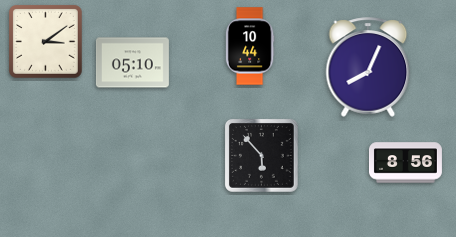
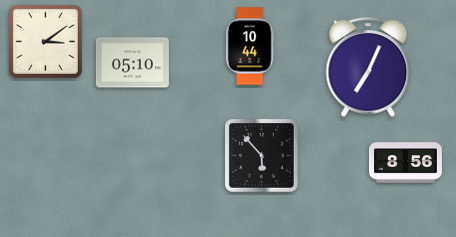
clock at (368, 67): 8:04 -> 7:04
